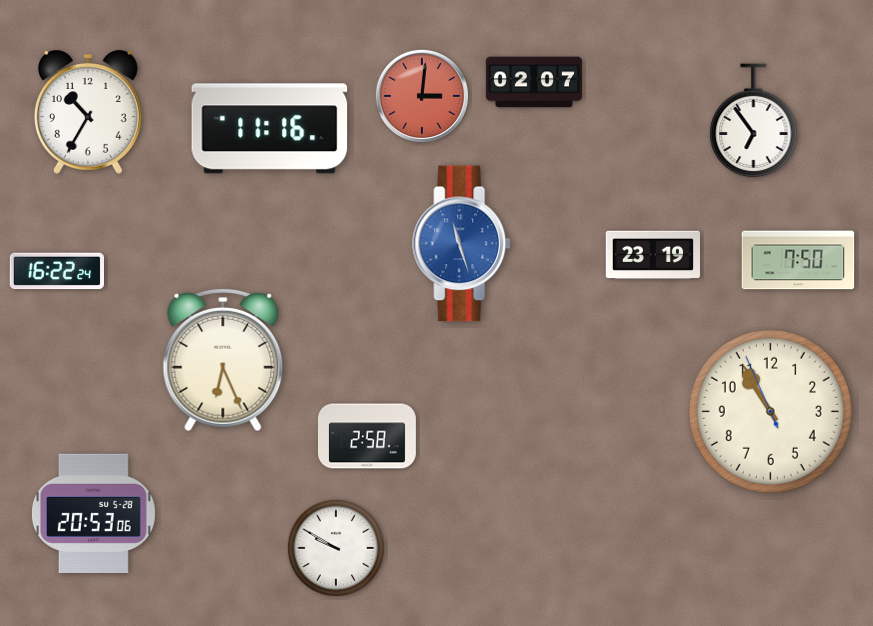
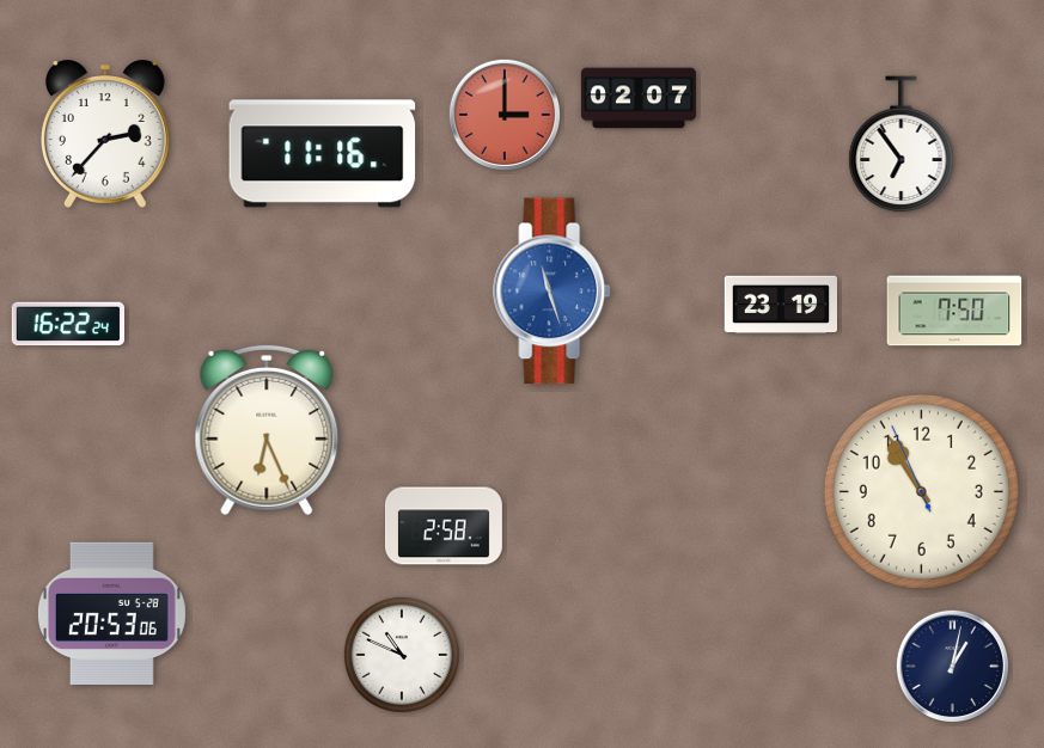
clock at (421, 95): 3:01 -> 3:00
clock at (88, 112): 10:35 -> 2:37
clock at (367, 436) position: (367, 436) -> (444, 526)
clock at (336, 548): 9:50 -> 10:49
clock at (952, 666): none -> 1:02
